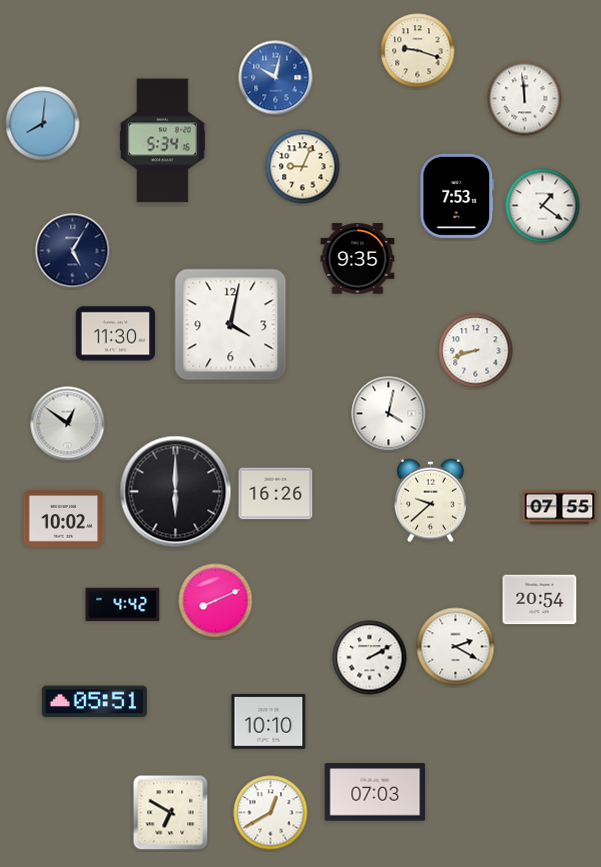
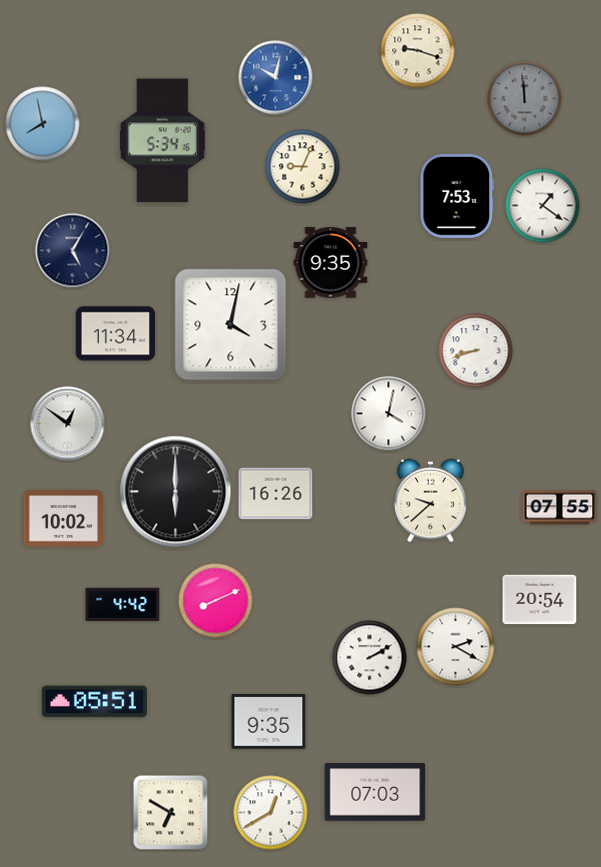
clock at (525, 99) dial: white -> grey
clock at (43, 124): 8:01 -> 7:58
clock at (358, 259) position: (358, 259) -> (331, 263)
clock at (116, 334): 11:30 -> 11:34
clock at (269, 722): 10:10 -> 9:35
